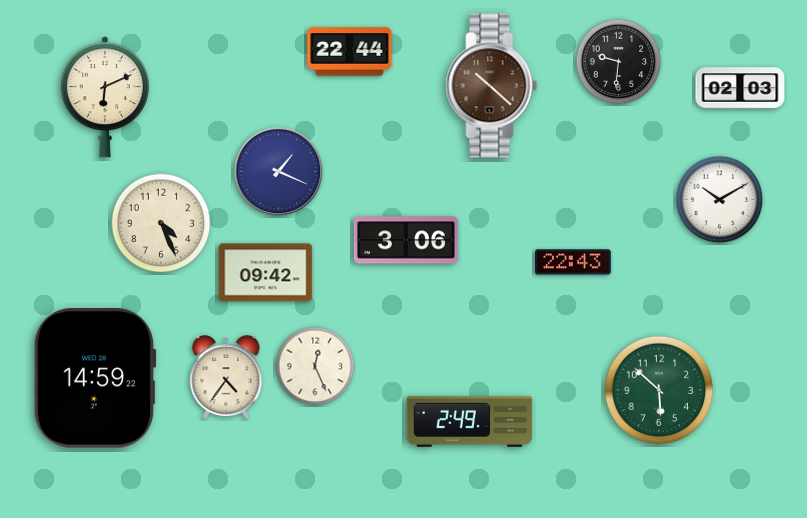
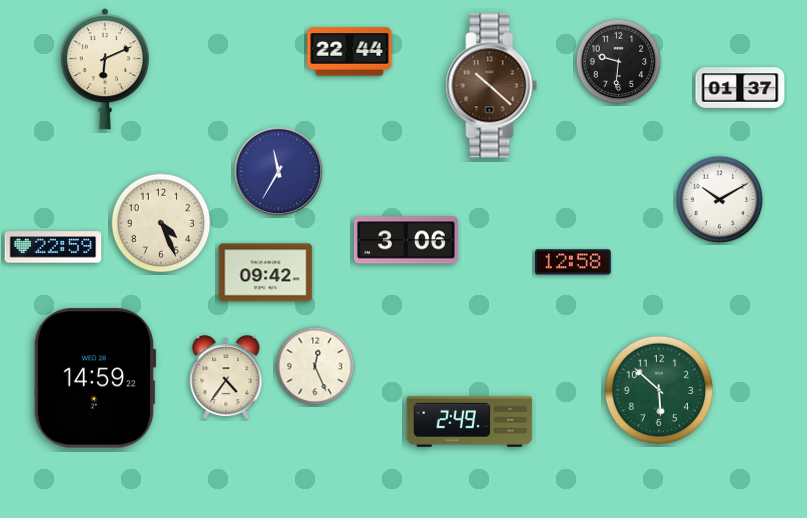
clock at (740, 88): 02:03 -> 01:37
clock at (105, 97) position: (105, 97) -> (105, 69)
clock at (279, 172): 1:19 -> 11:35
clock at (53, 247): none -> 22:59
clock at (574, 262): 22:43 -> 12:58
